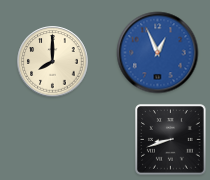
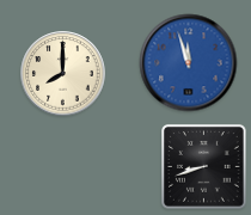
clock at (158, 53): 12:56 -> 11:57
